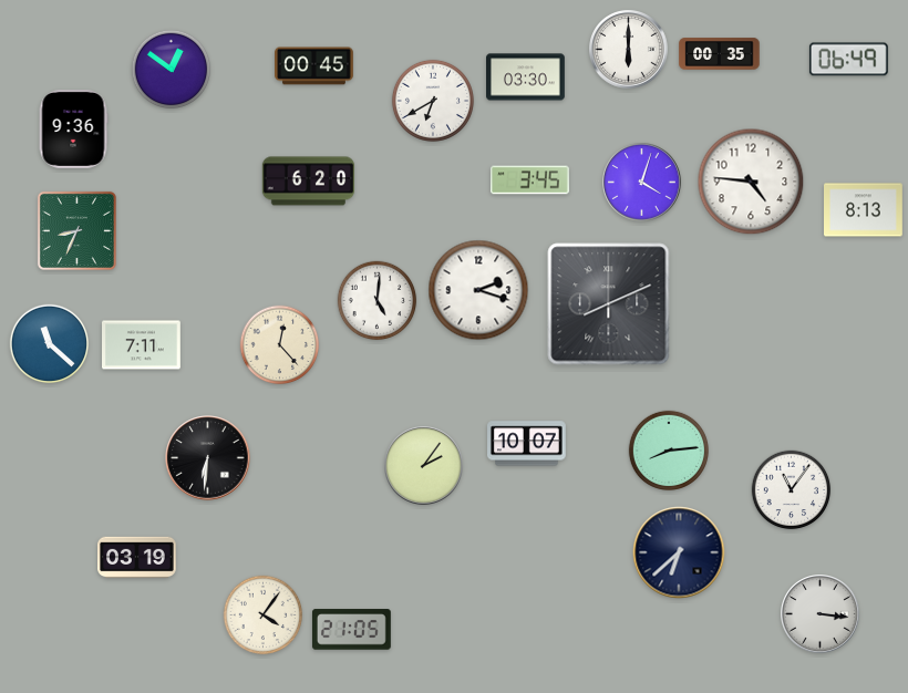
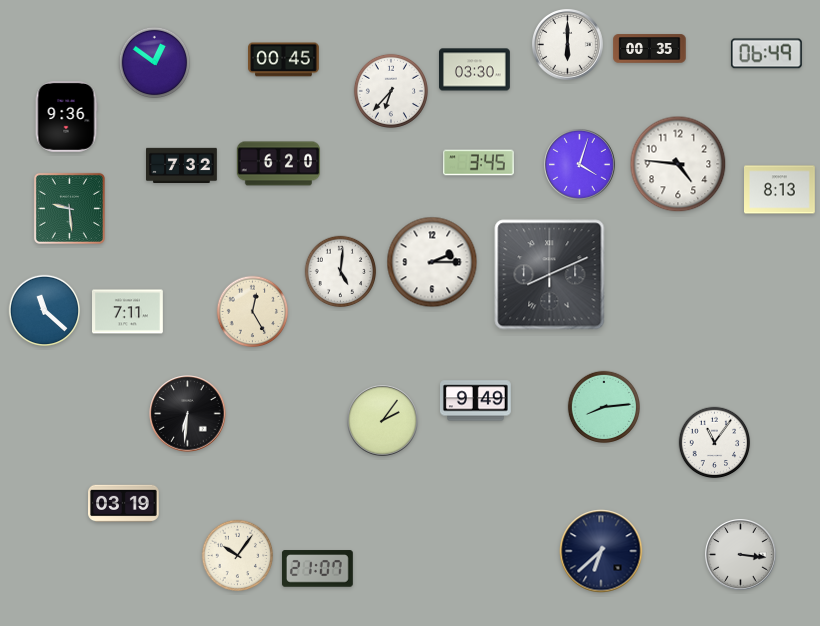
clock at (433, 101): 6:40 -> 6:37
clock at (182, 165): none -> 7:32
clock at (76, 230): 8:34 -> 9:29
clock at (478, 290): 2:18 -> 2:15
clock at (280, 345): 12:23 -> 12:25
clock at (527, 444): 10:07 -> 9:49
clock at (679, 552) position: (679, 552) -> (601, 551)
clock at (264, 616): 4:06 -> 10:06
clock at (351, 630): 21:05 -> 21:07
